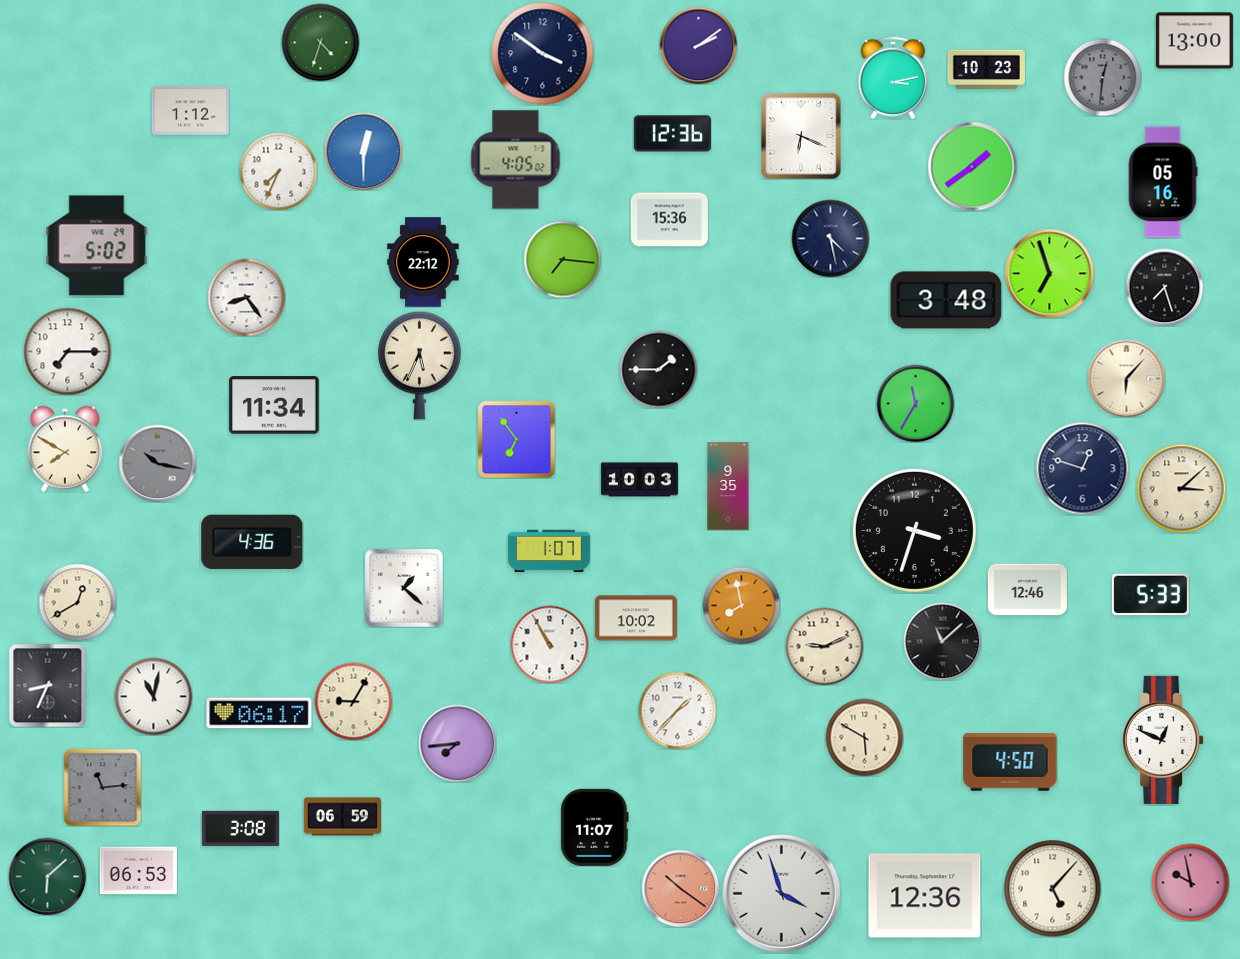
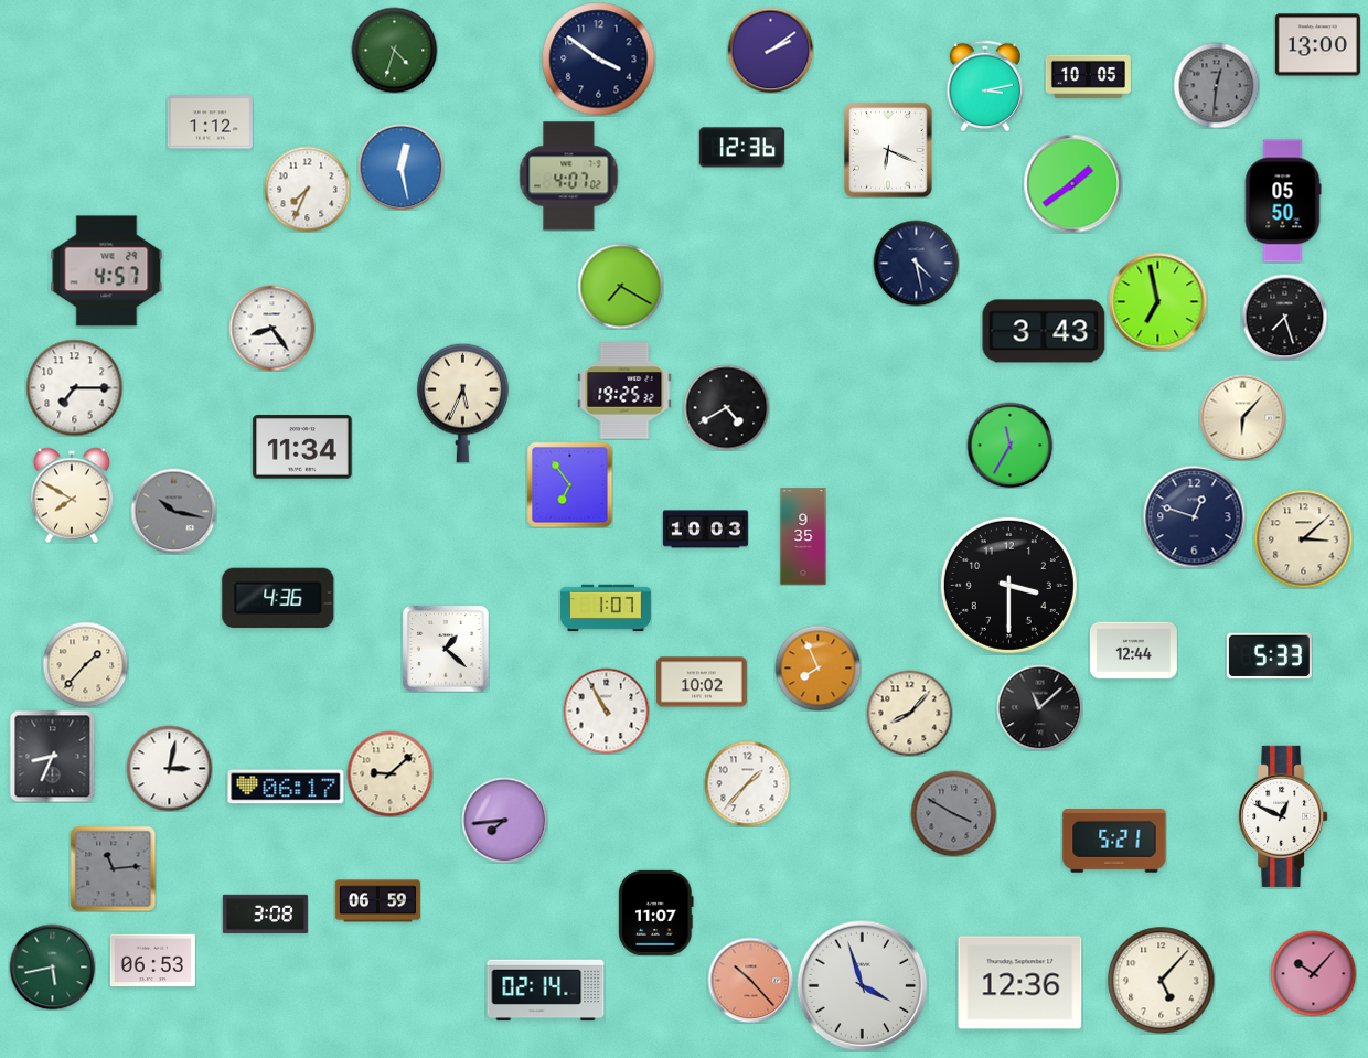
clock at (320, 42) position: (320, 42) -> (394, 50)
clock at (986, 69): 10:23 -> 10:05
clock at (801, 136) position: (801, 136) -> (888, 150)
clock at (363, 151): 12:30 -> 12:28
clock at (516, 160): 4:05 -> 4:07
clock at (1163, 182): 05:16 -> 05:50
clock at (669, 220): 15:36 -> none
clock at (97, 246): 5:02 -> 4:57
clock at (562, 259): 7:16 -> 7:20
clock at (423, 262): 22:12 -> none
clock at (1049, 273): 6:57 -> 6:58
clock at (946, 300): 3:48 -> 3:43
clock at (624, 391): none -> 19:25
clock at (658, 369): 1:45 -> 4:40
clock at (914, 530): 3:33 -> 3:30
clock at (1027, 590): 12:46 -> 12:44
clock at (77, 602): 12:40 -> 1:37
clock at (741, 605): 7:58 -> 7:56
clock at (824, 646): 9:11 -> 8:07
clock at (153, 696): 11:02 -> 3:02
clock at (353, 701): 9:05 -> 9:08
clock at (864, 737): 5:50 -> 3:50
clock at (864, 737) dial: cream -> grey
clock at (1010, 762): 4:50 -> 5:21
clock at (47, 876): 6:08 -> 5:43
clock at (1190, 882): 9:58 -> 10:07
clock at (680, 888): 10:21 -> 10:23
clock at (925, 896) position: (925, 896) -> (1020, 983)
clock at (546, 991): none -> 02:14
